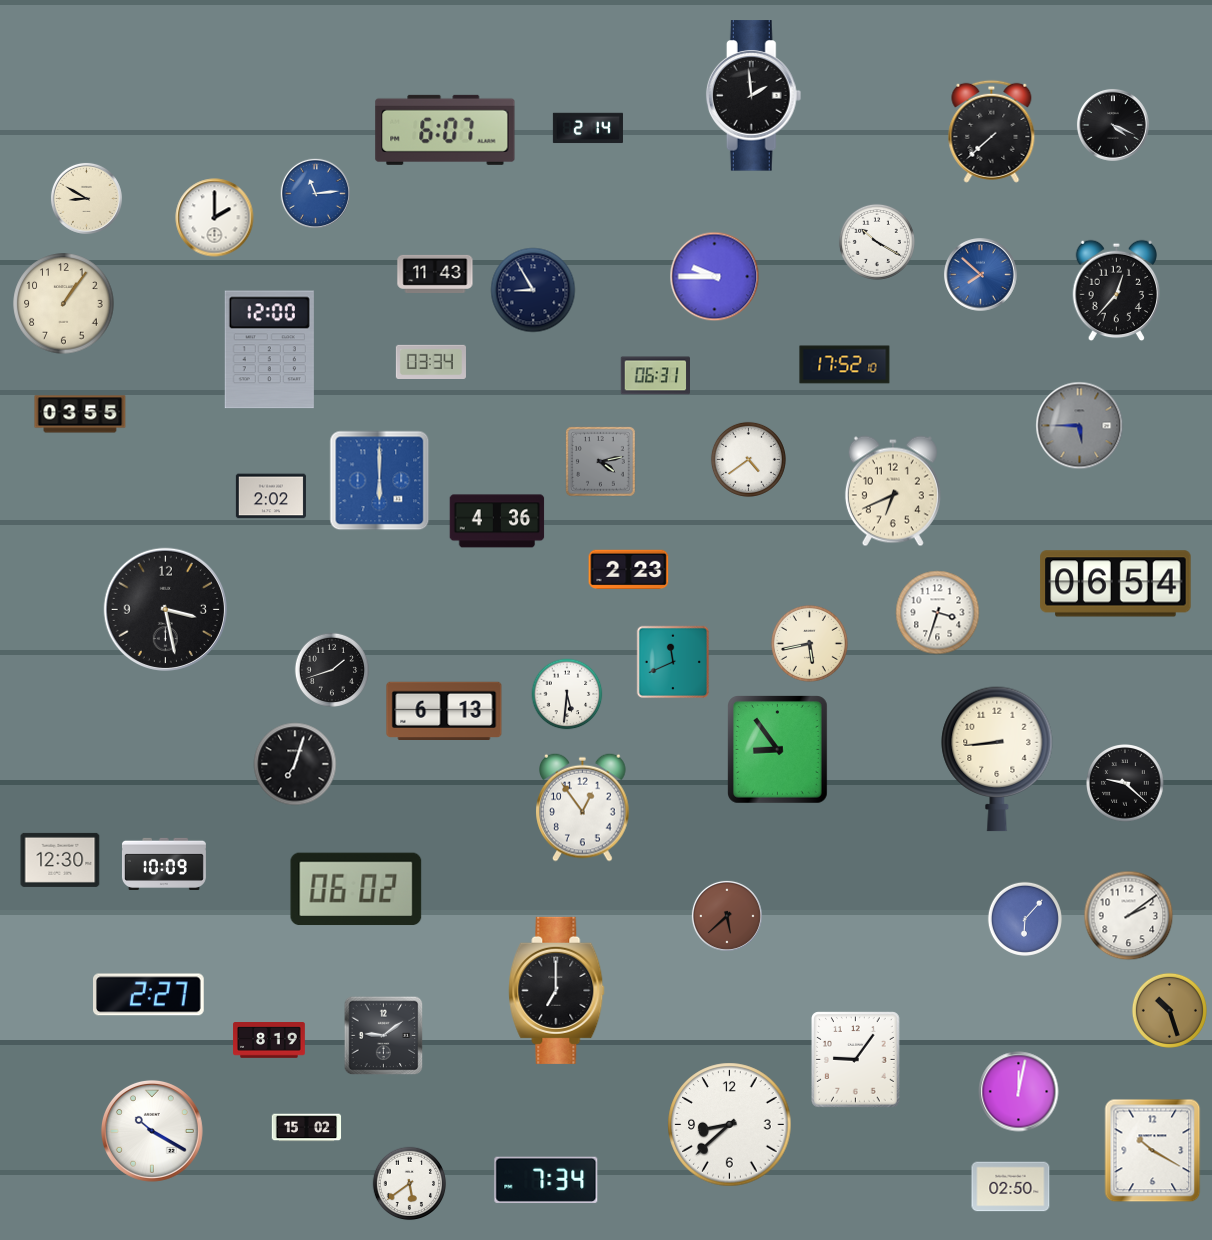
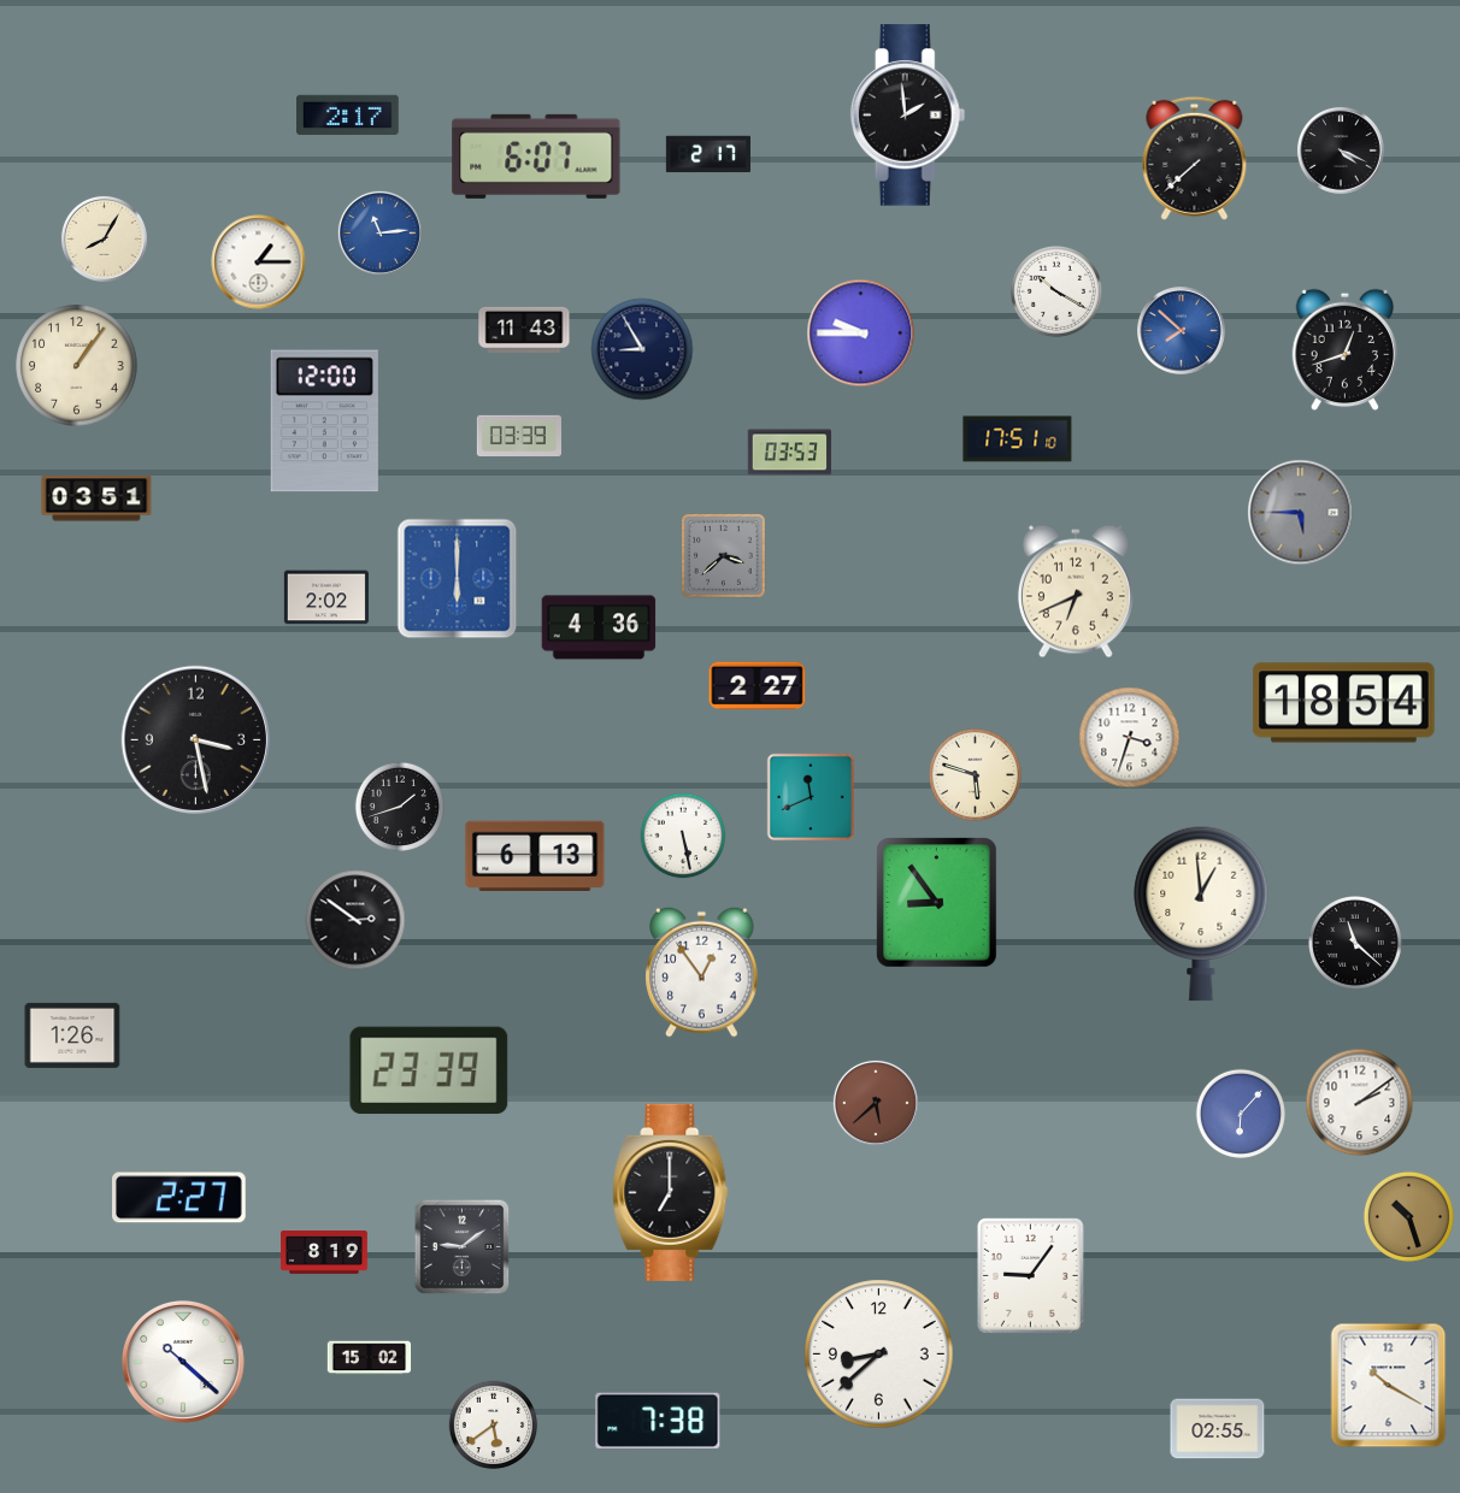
clock at (348, 114): none -> 2:17
clock at (588, 128): 2:14 -> 2:17
clock at (86, 198): 8:50 -> 8:05
clock at (215, 218): 2:00 -> 1:15
clock at (1117, 291): 12:37 -> 12:42
clock at (431, 361): 03:34 -> 03:39
clock at (845, 365): 17:52 -> 17:51
clock at (655, 376): 06:31 -> 03:53
clock at (80, 414): 03:55 -> 03:51
clock at (748, 459): 4:39 -> none
clock at (601, 462): 4:13 -> 3:38
clock at (629, 570): 2:23 -> 2:27
clock at (1116, 584): 06:54 -> 18:54
clock at (165, 609) position: (165, 609) -> (195, 739)
clock at (809, 643): 5:43 -> 5:48
clock at (567, 694): 5:31 -> 5:28
clock at (997, 759): 8:44 -> 12:59
clock at (295, 764): 7:03 -> 2:51
clock at (1126, 784): 9:22 -> 11:22
clock at (60, 860): 12:30 -> 1:26
clock at (164, 864): 10:09 -> none
clock at (356, 889): 06:02 -> 23:39
clock at (1024, 918) position: (1024, 918) -> (1240, 1113)
clock at (1019, 1092): 12:02 -> none
clock at (152, 1131): 10:20 -> 10:22
clock at (546, 1180): 7:34 -> 7:38
clock at (1011, 1187): 02:50 -> 02:55
